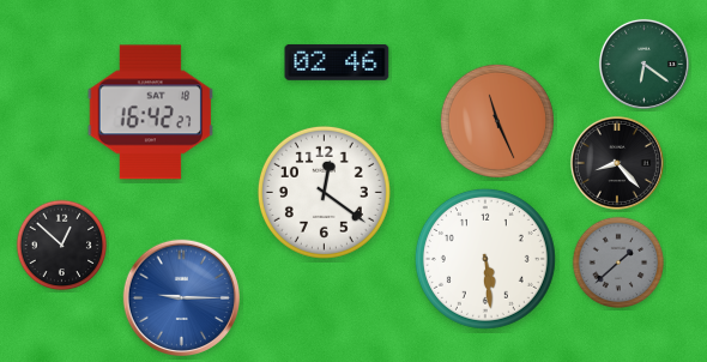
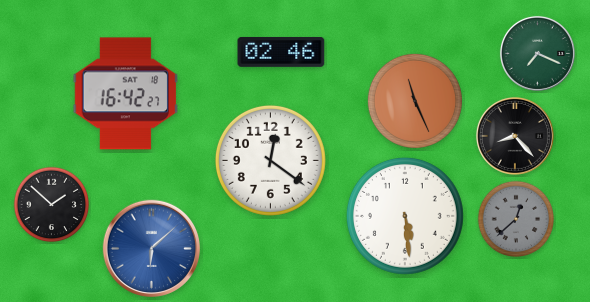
clock at (643, 64): 6:21 -> 7:19
clock at (62, 246): 12:52 -> 1:52
clock at (618, 263): 1:38 -> 12:38
clock at (181, 297): 9:15 -> 6:08
